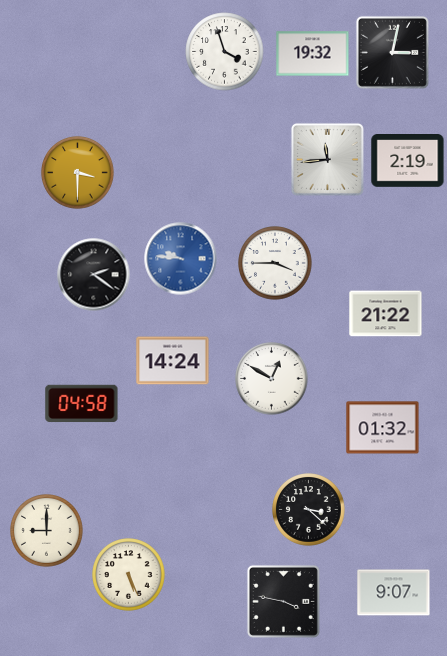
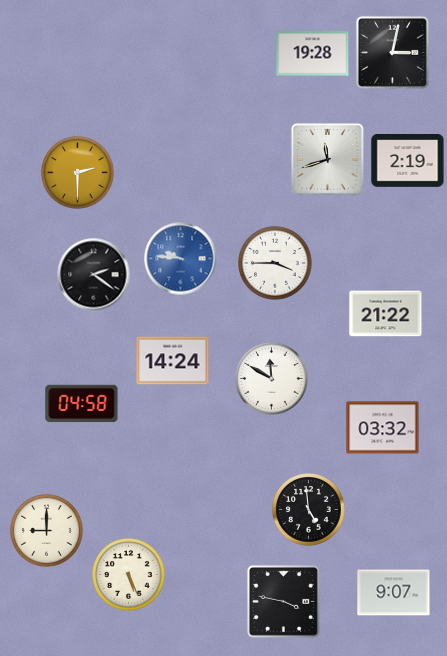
clock at (225, 52): 3:57 -> none
clock at (313, 54): 19:32 -> 19:28
clock at (327, 159): 11:44 -> 11:42
clock at (78, 173): 3:30 -> 2:30
clock at (272, 379): 12:50 -> 11:50
clock at (383, 428): 01:32 -> 03:32
clock at (309, 510): 3:22 -> 4:59
